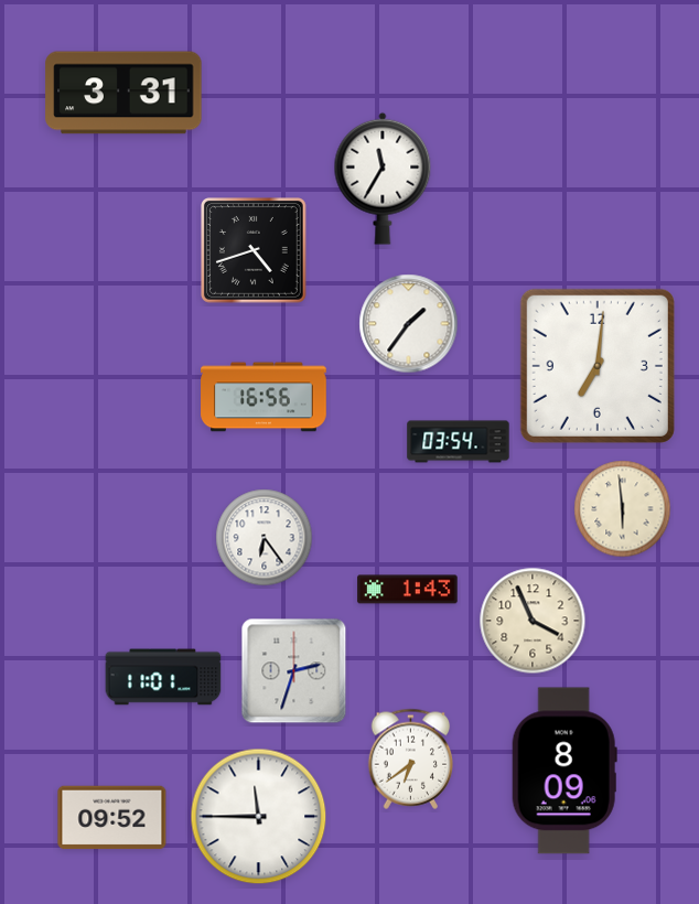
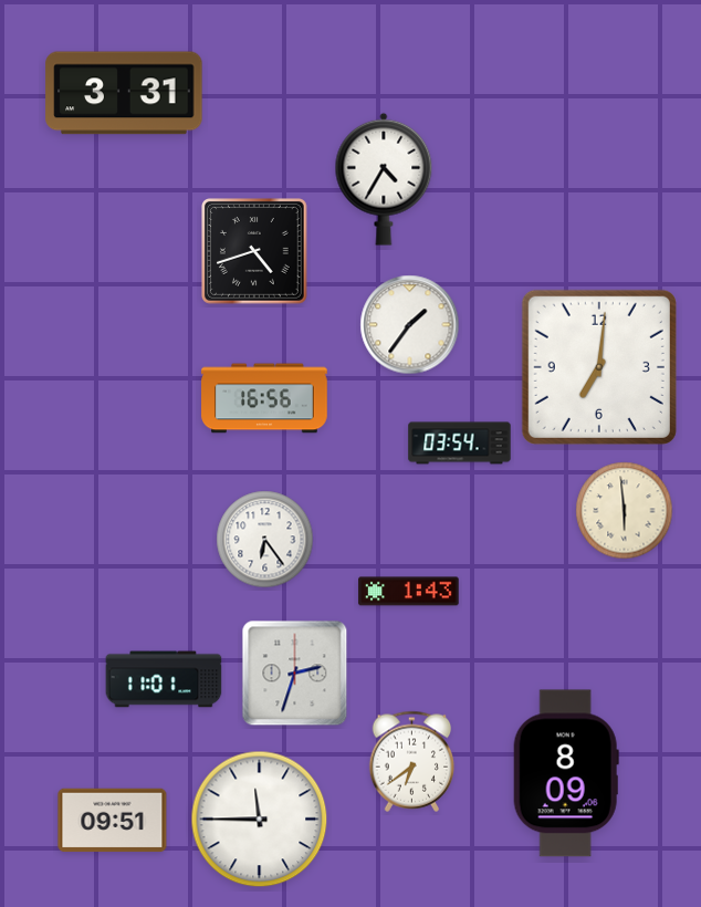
clock at (383, 179): 11:35 -> 4:35
clock at (533, 621): 3:56 -> none
clock at (112, 818): 09:52 -> 09:51
